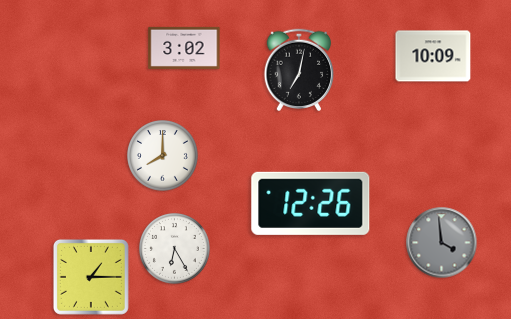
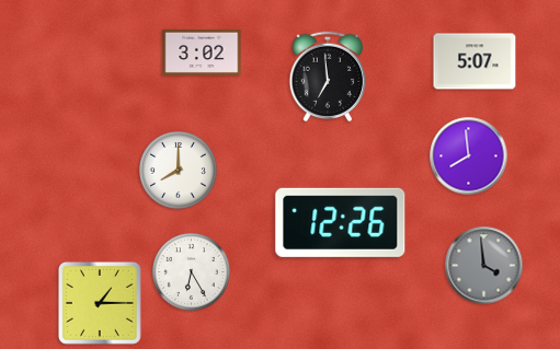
clock at (433, 56): 10:09 -> 5:07
clock at (299, 70): 7:02 -> 6:59
clock at (469, 156): none -> 7:59
